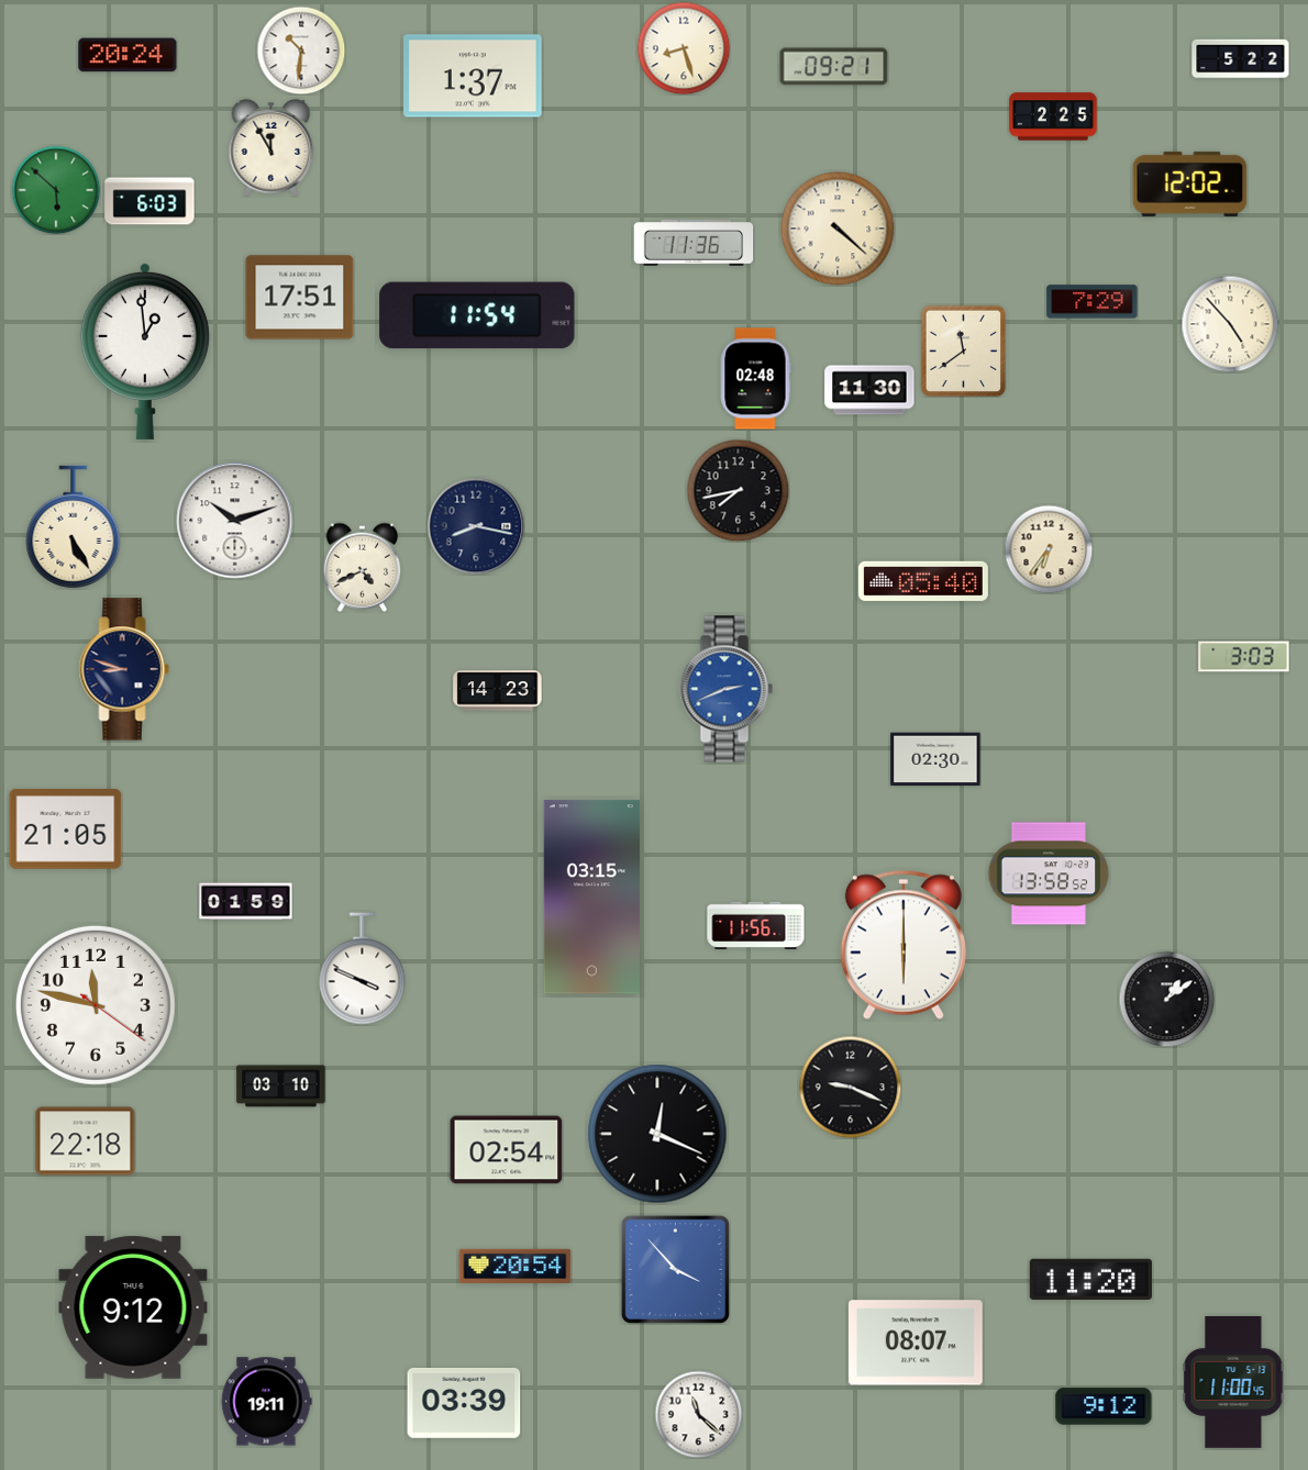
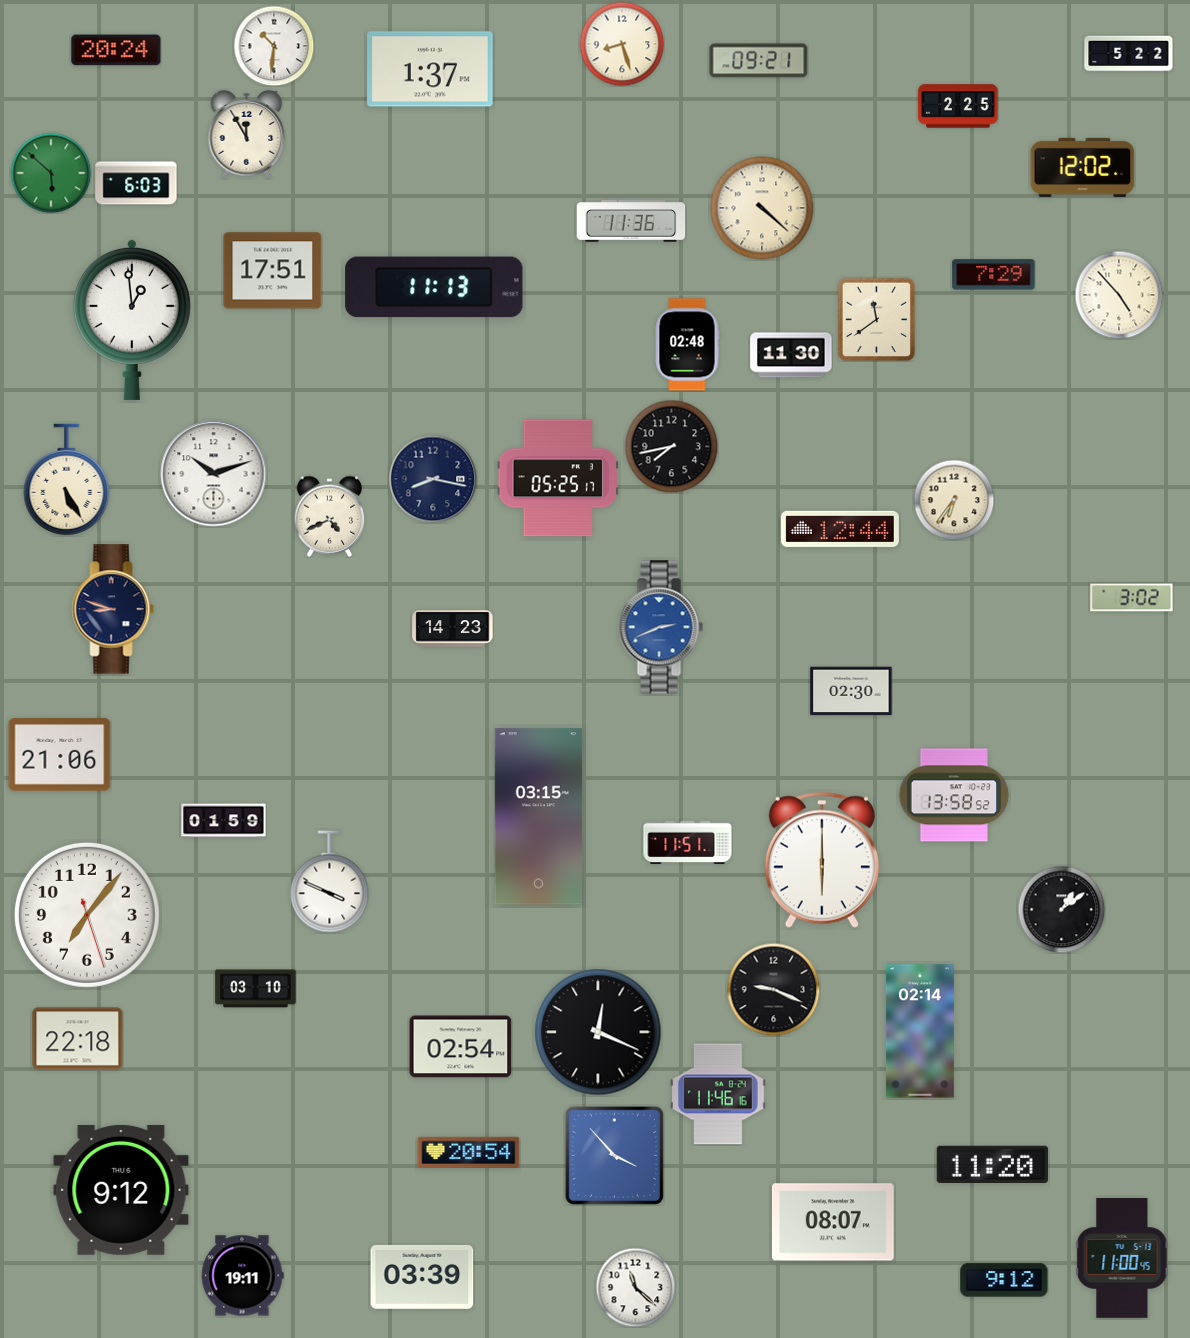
clock at (477, 315): 11:54 -> 11:13
clock at (557, 478): none -> 05:25
clock at (923, 581): 05:40 -> 12:44
clock at (1244, 657): 3:03 -> 3:02
clock at (66, 829): 21:05 -> 21:06
clock at (756, 926): 11:56 -> 11:51
clock at (96, 1005): 11:47 -> 7:06
clock at (920, 1031): none -> 02:14
clock at (718, 1094): none -> 11:46
